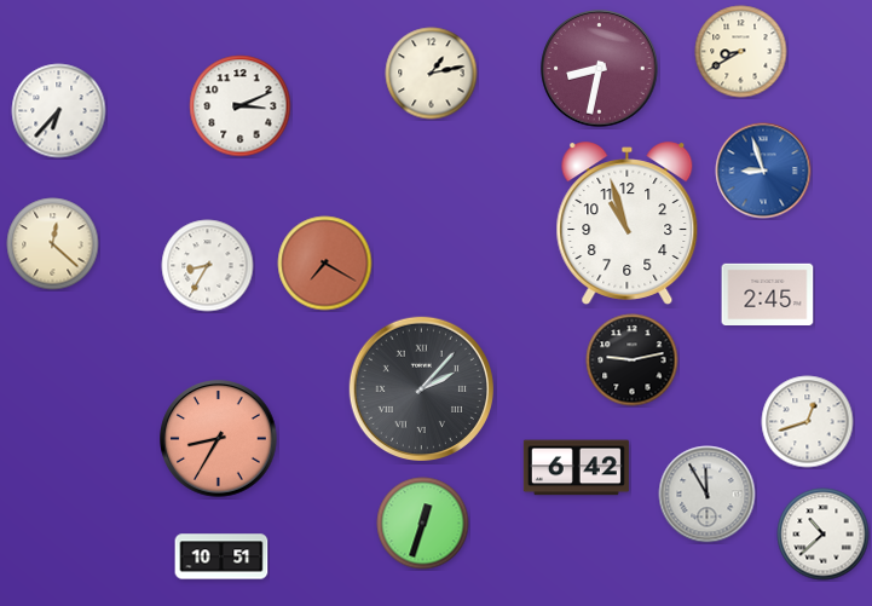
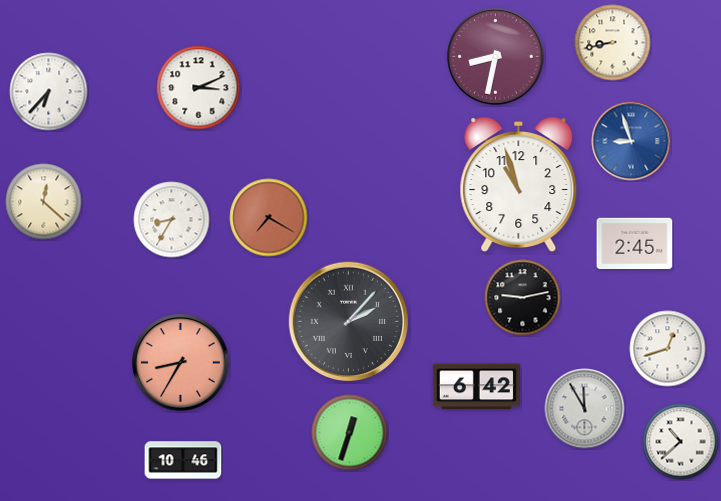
clock at (741, 52): 8:40 -> 8:43
clock at (432, 74): 1:13 -> none
clock at (221, 556): 10:51 -> 10:46
